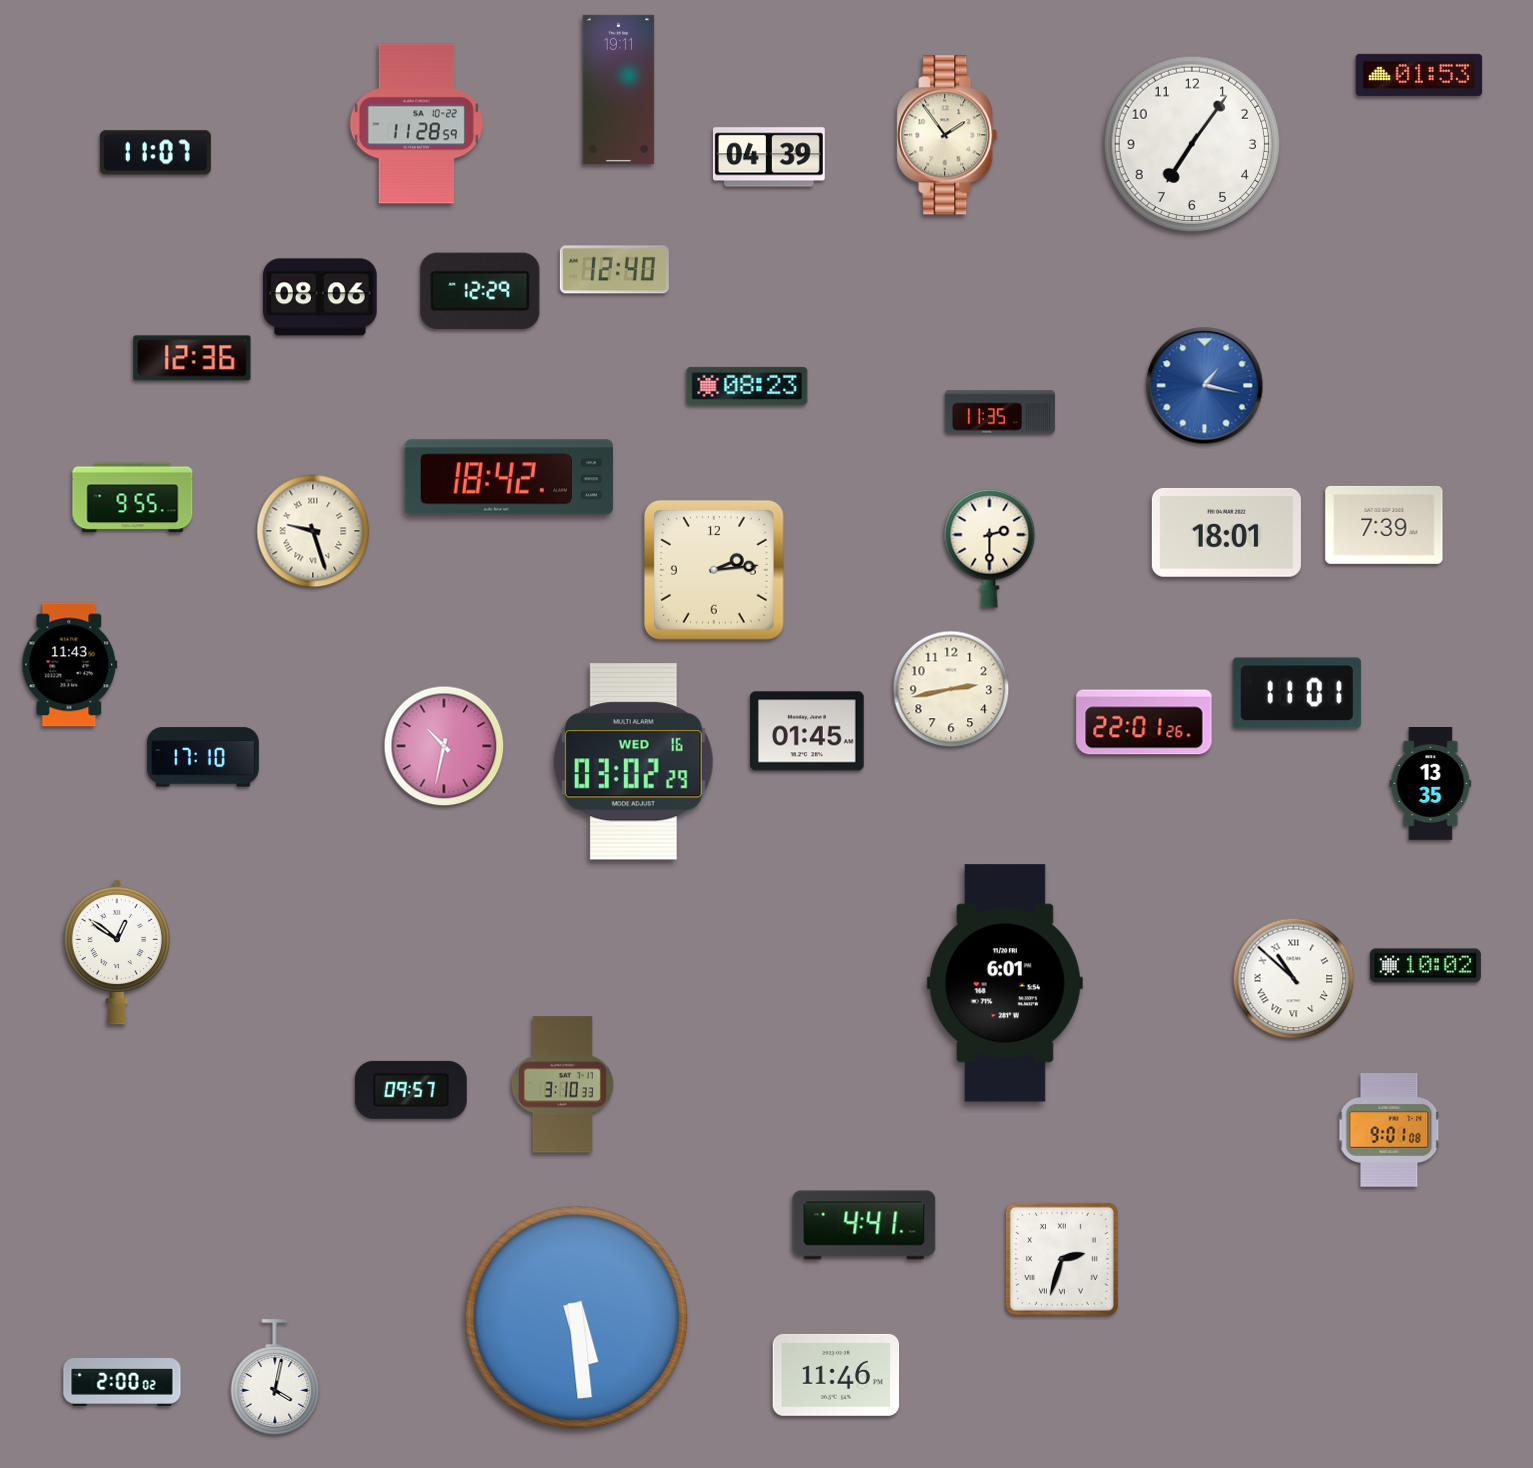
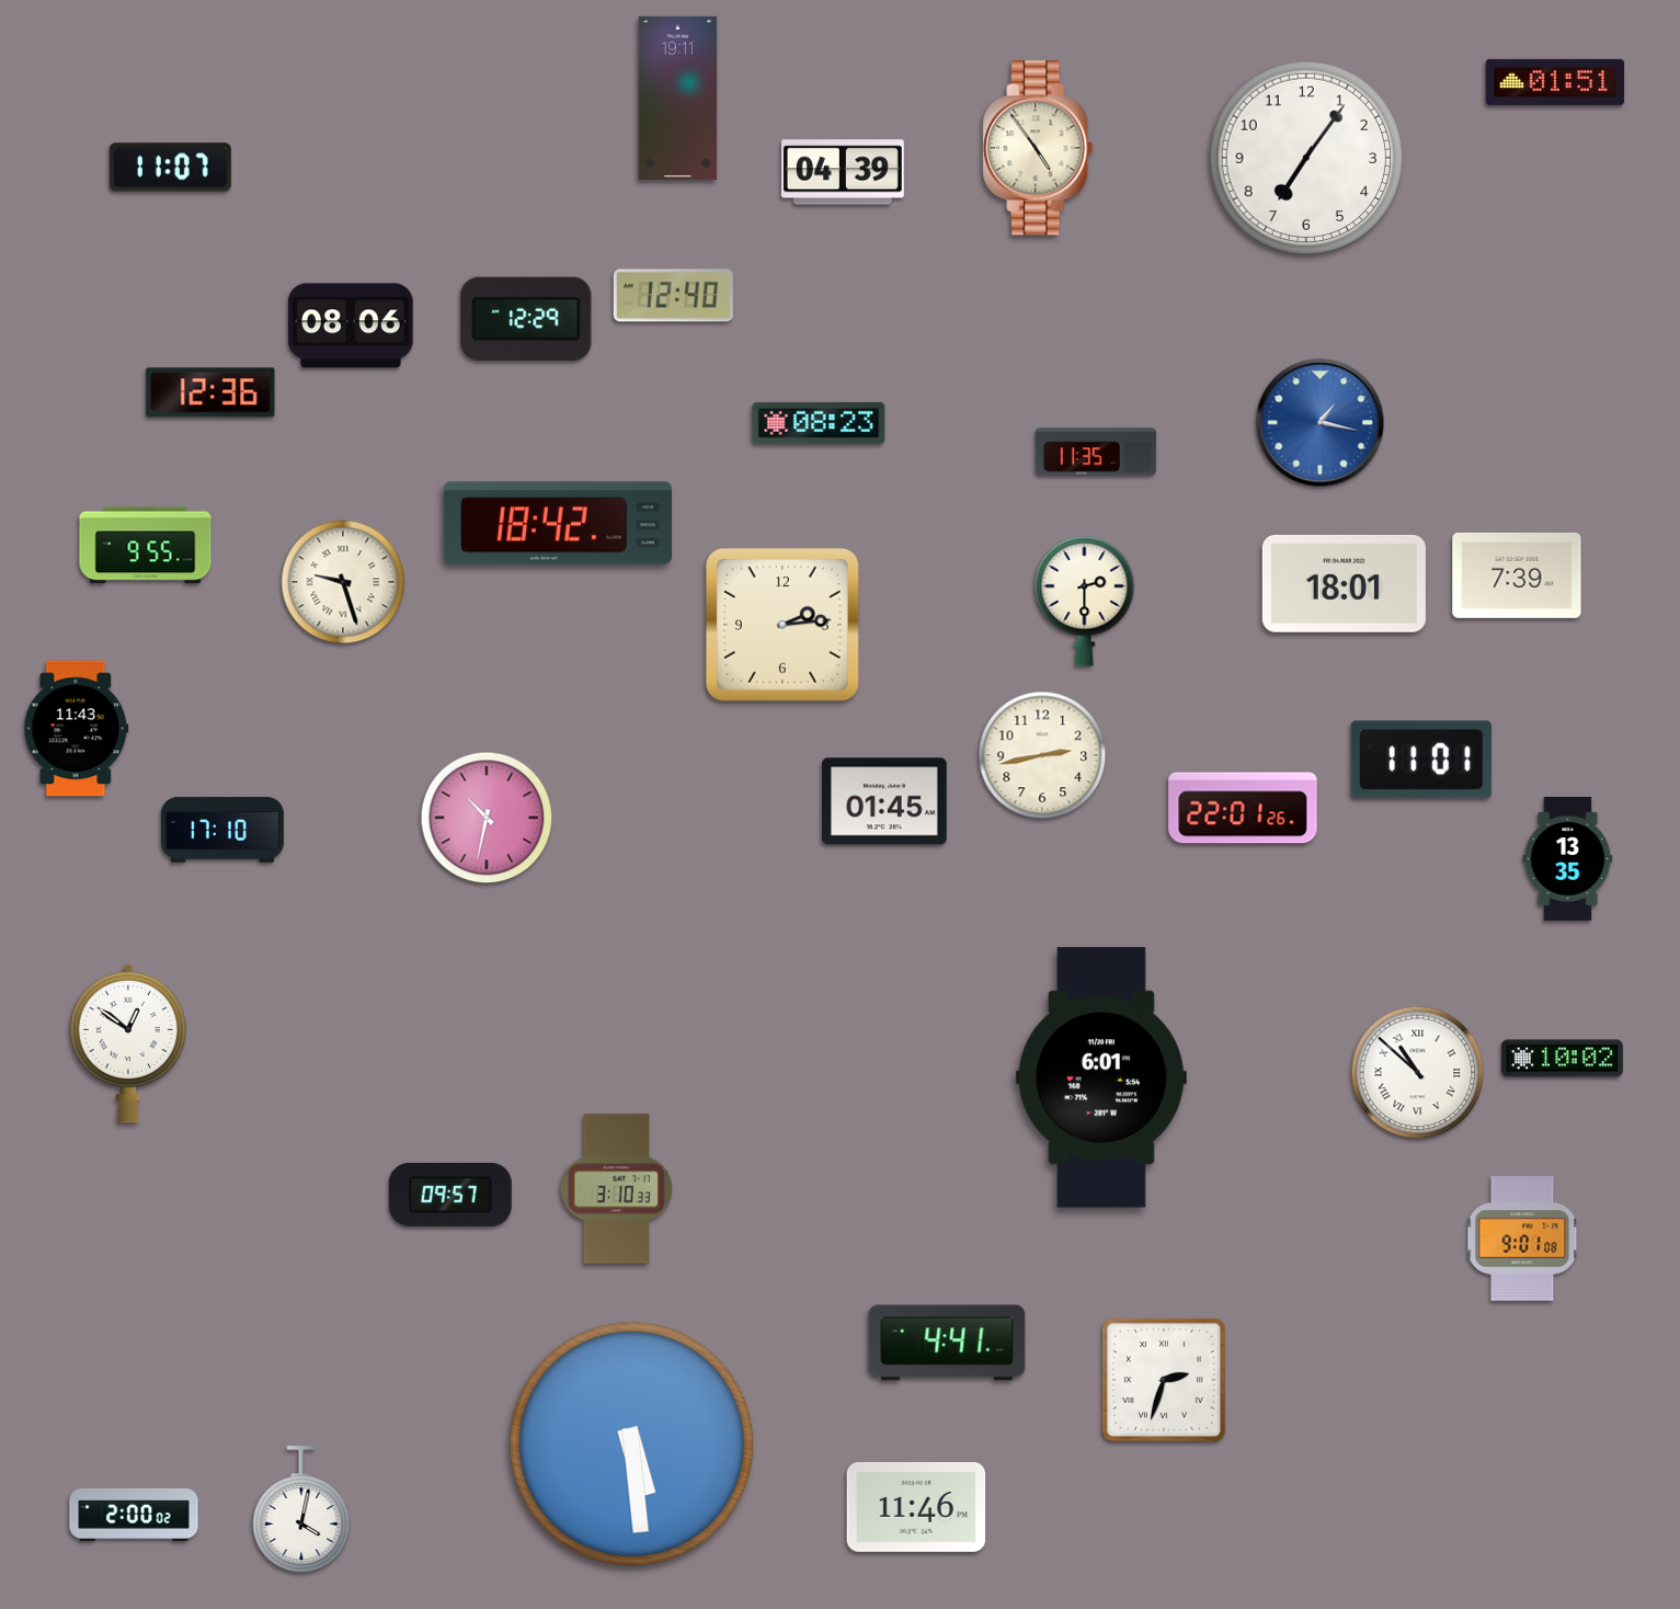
clock at (1419, 75): 01:53 -> 01:51
clock at (416, 124): 11:28 -> none
clock at (947, 135): 1:54 -> 4:54
clock at (1144, 722) position: (1144, 722) -> (1243, 808)
clock at (633, 762): 03:02 -> none
